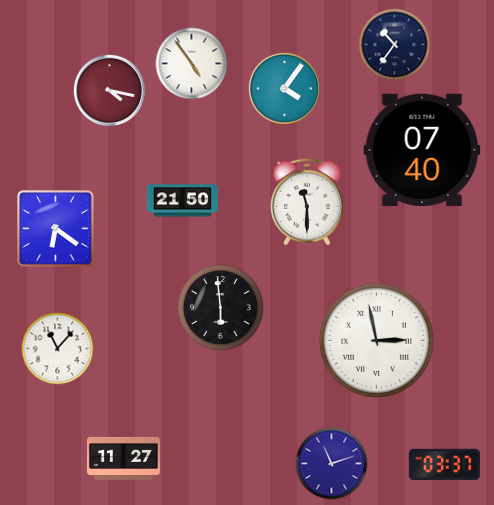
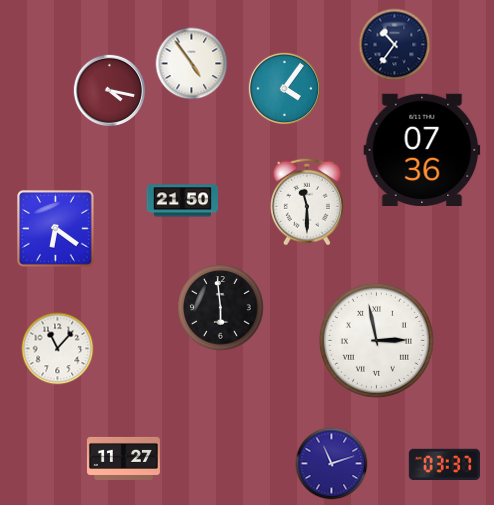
clock at (422, 149): 07:40 -> 07:36
